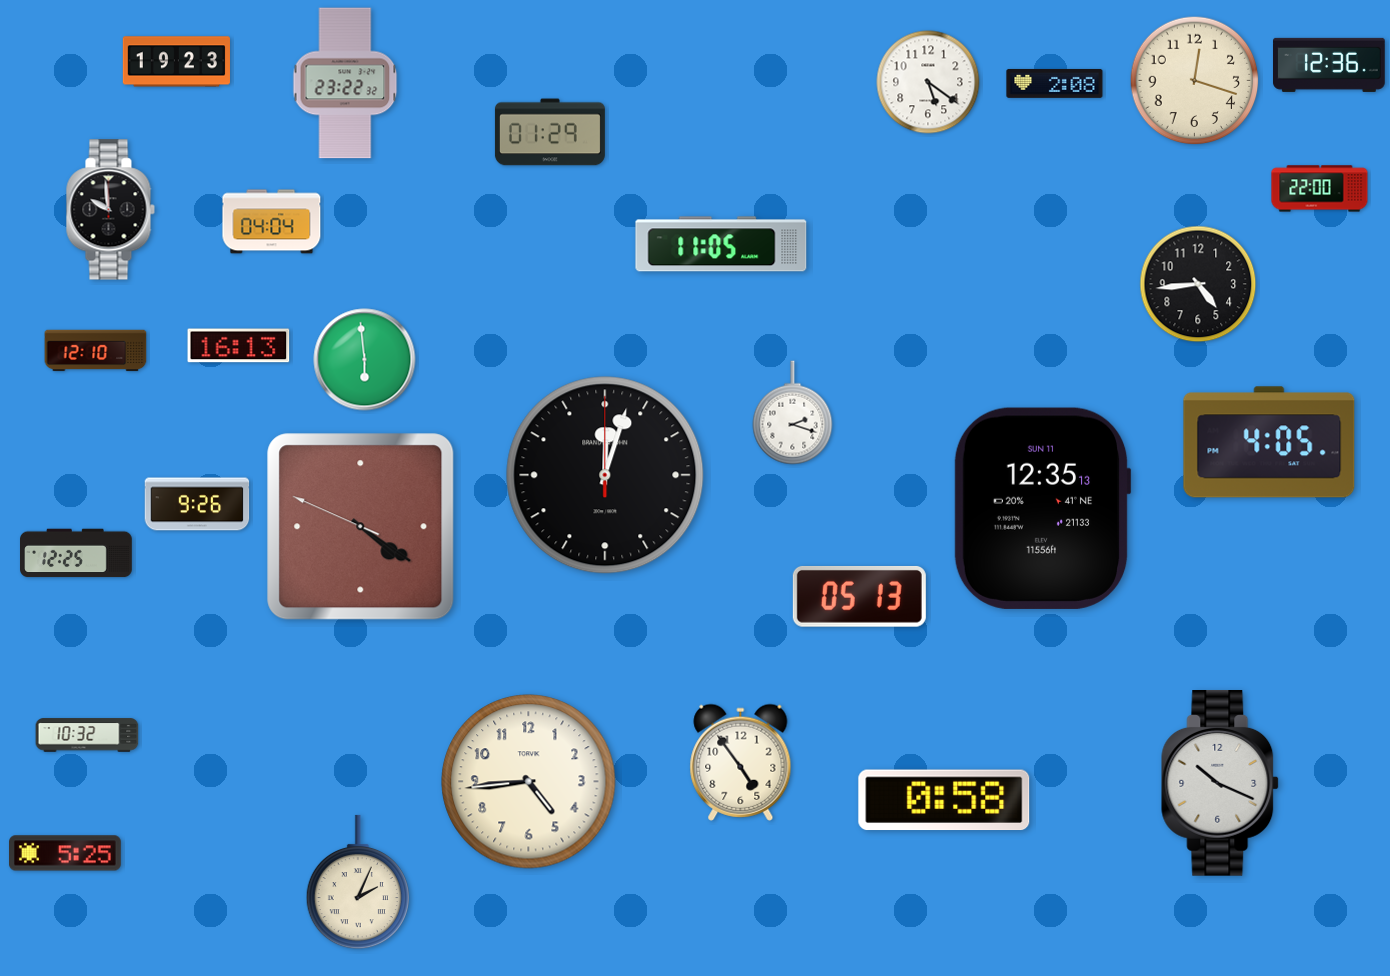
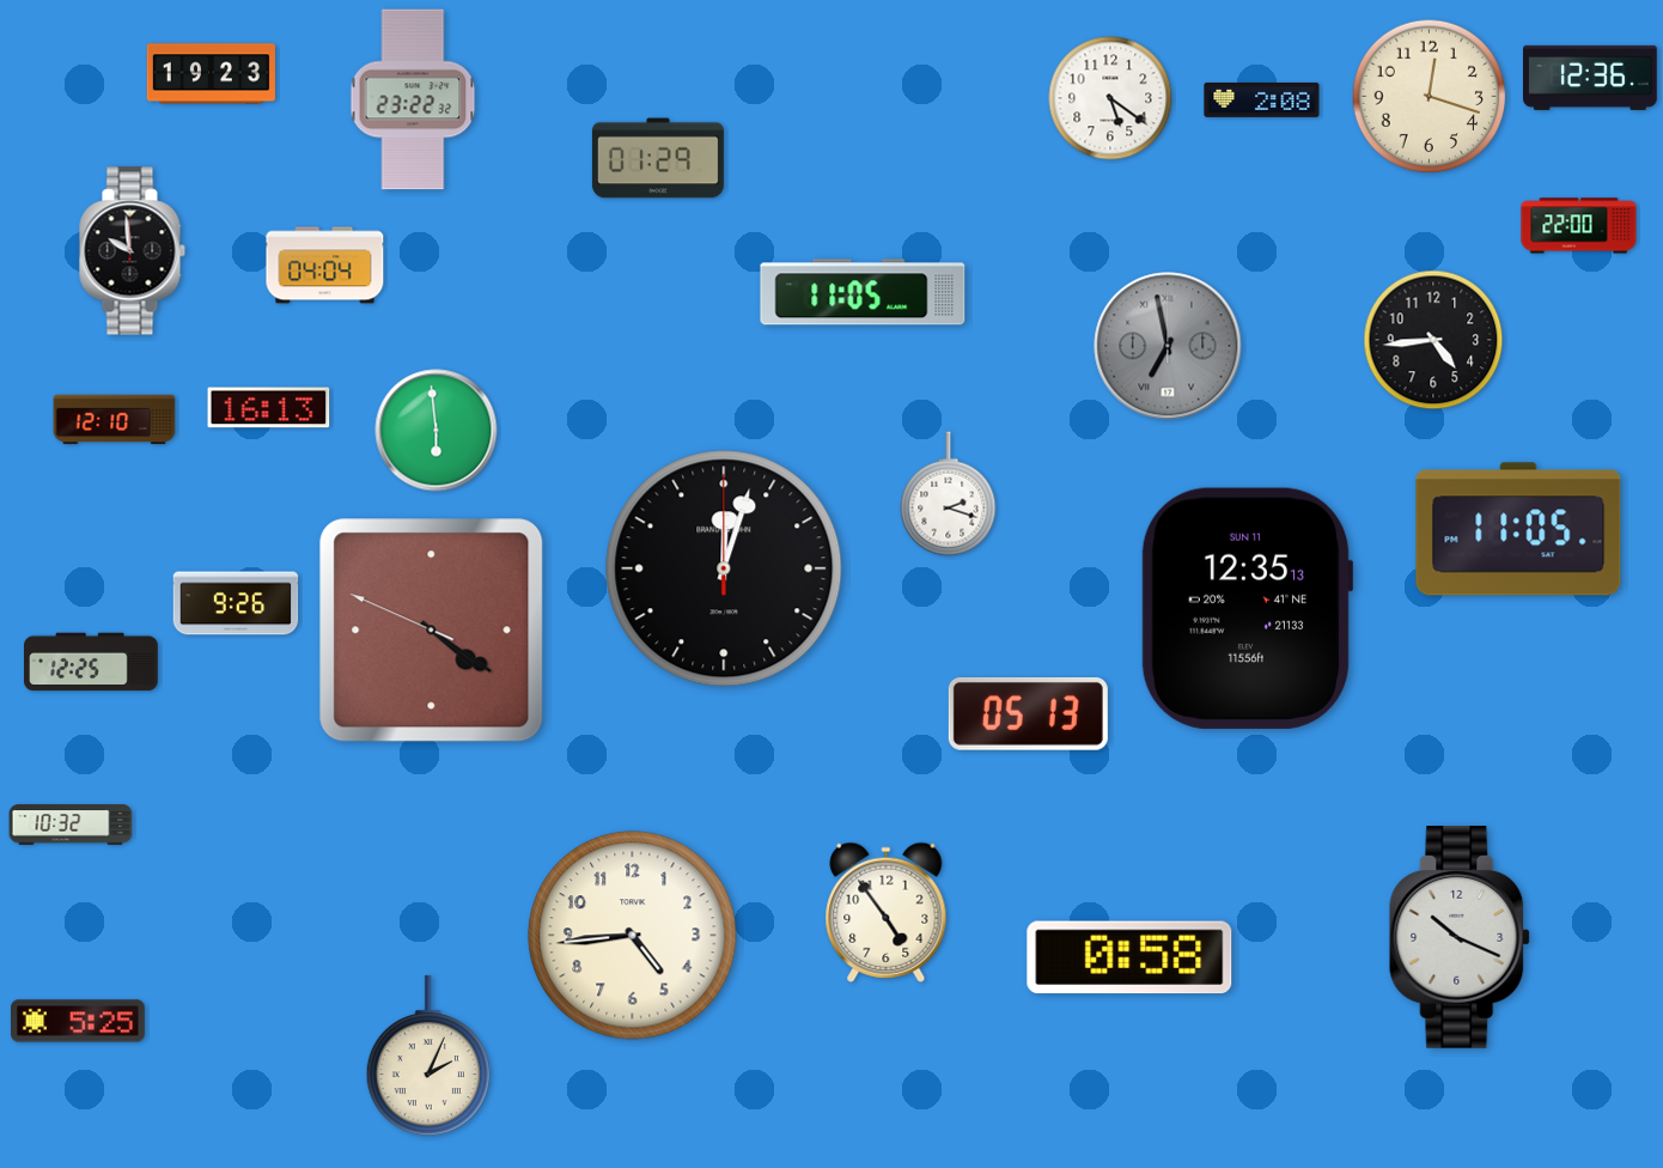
clock at (1168, 346): none -> 6:58
clock at (239, 346) position: (239, 346) -> (269, 408)
clock at (1269, 442): 4:05 -> 11:05
clock at (87, 735) position: (87, 735) -> (71, 825)
